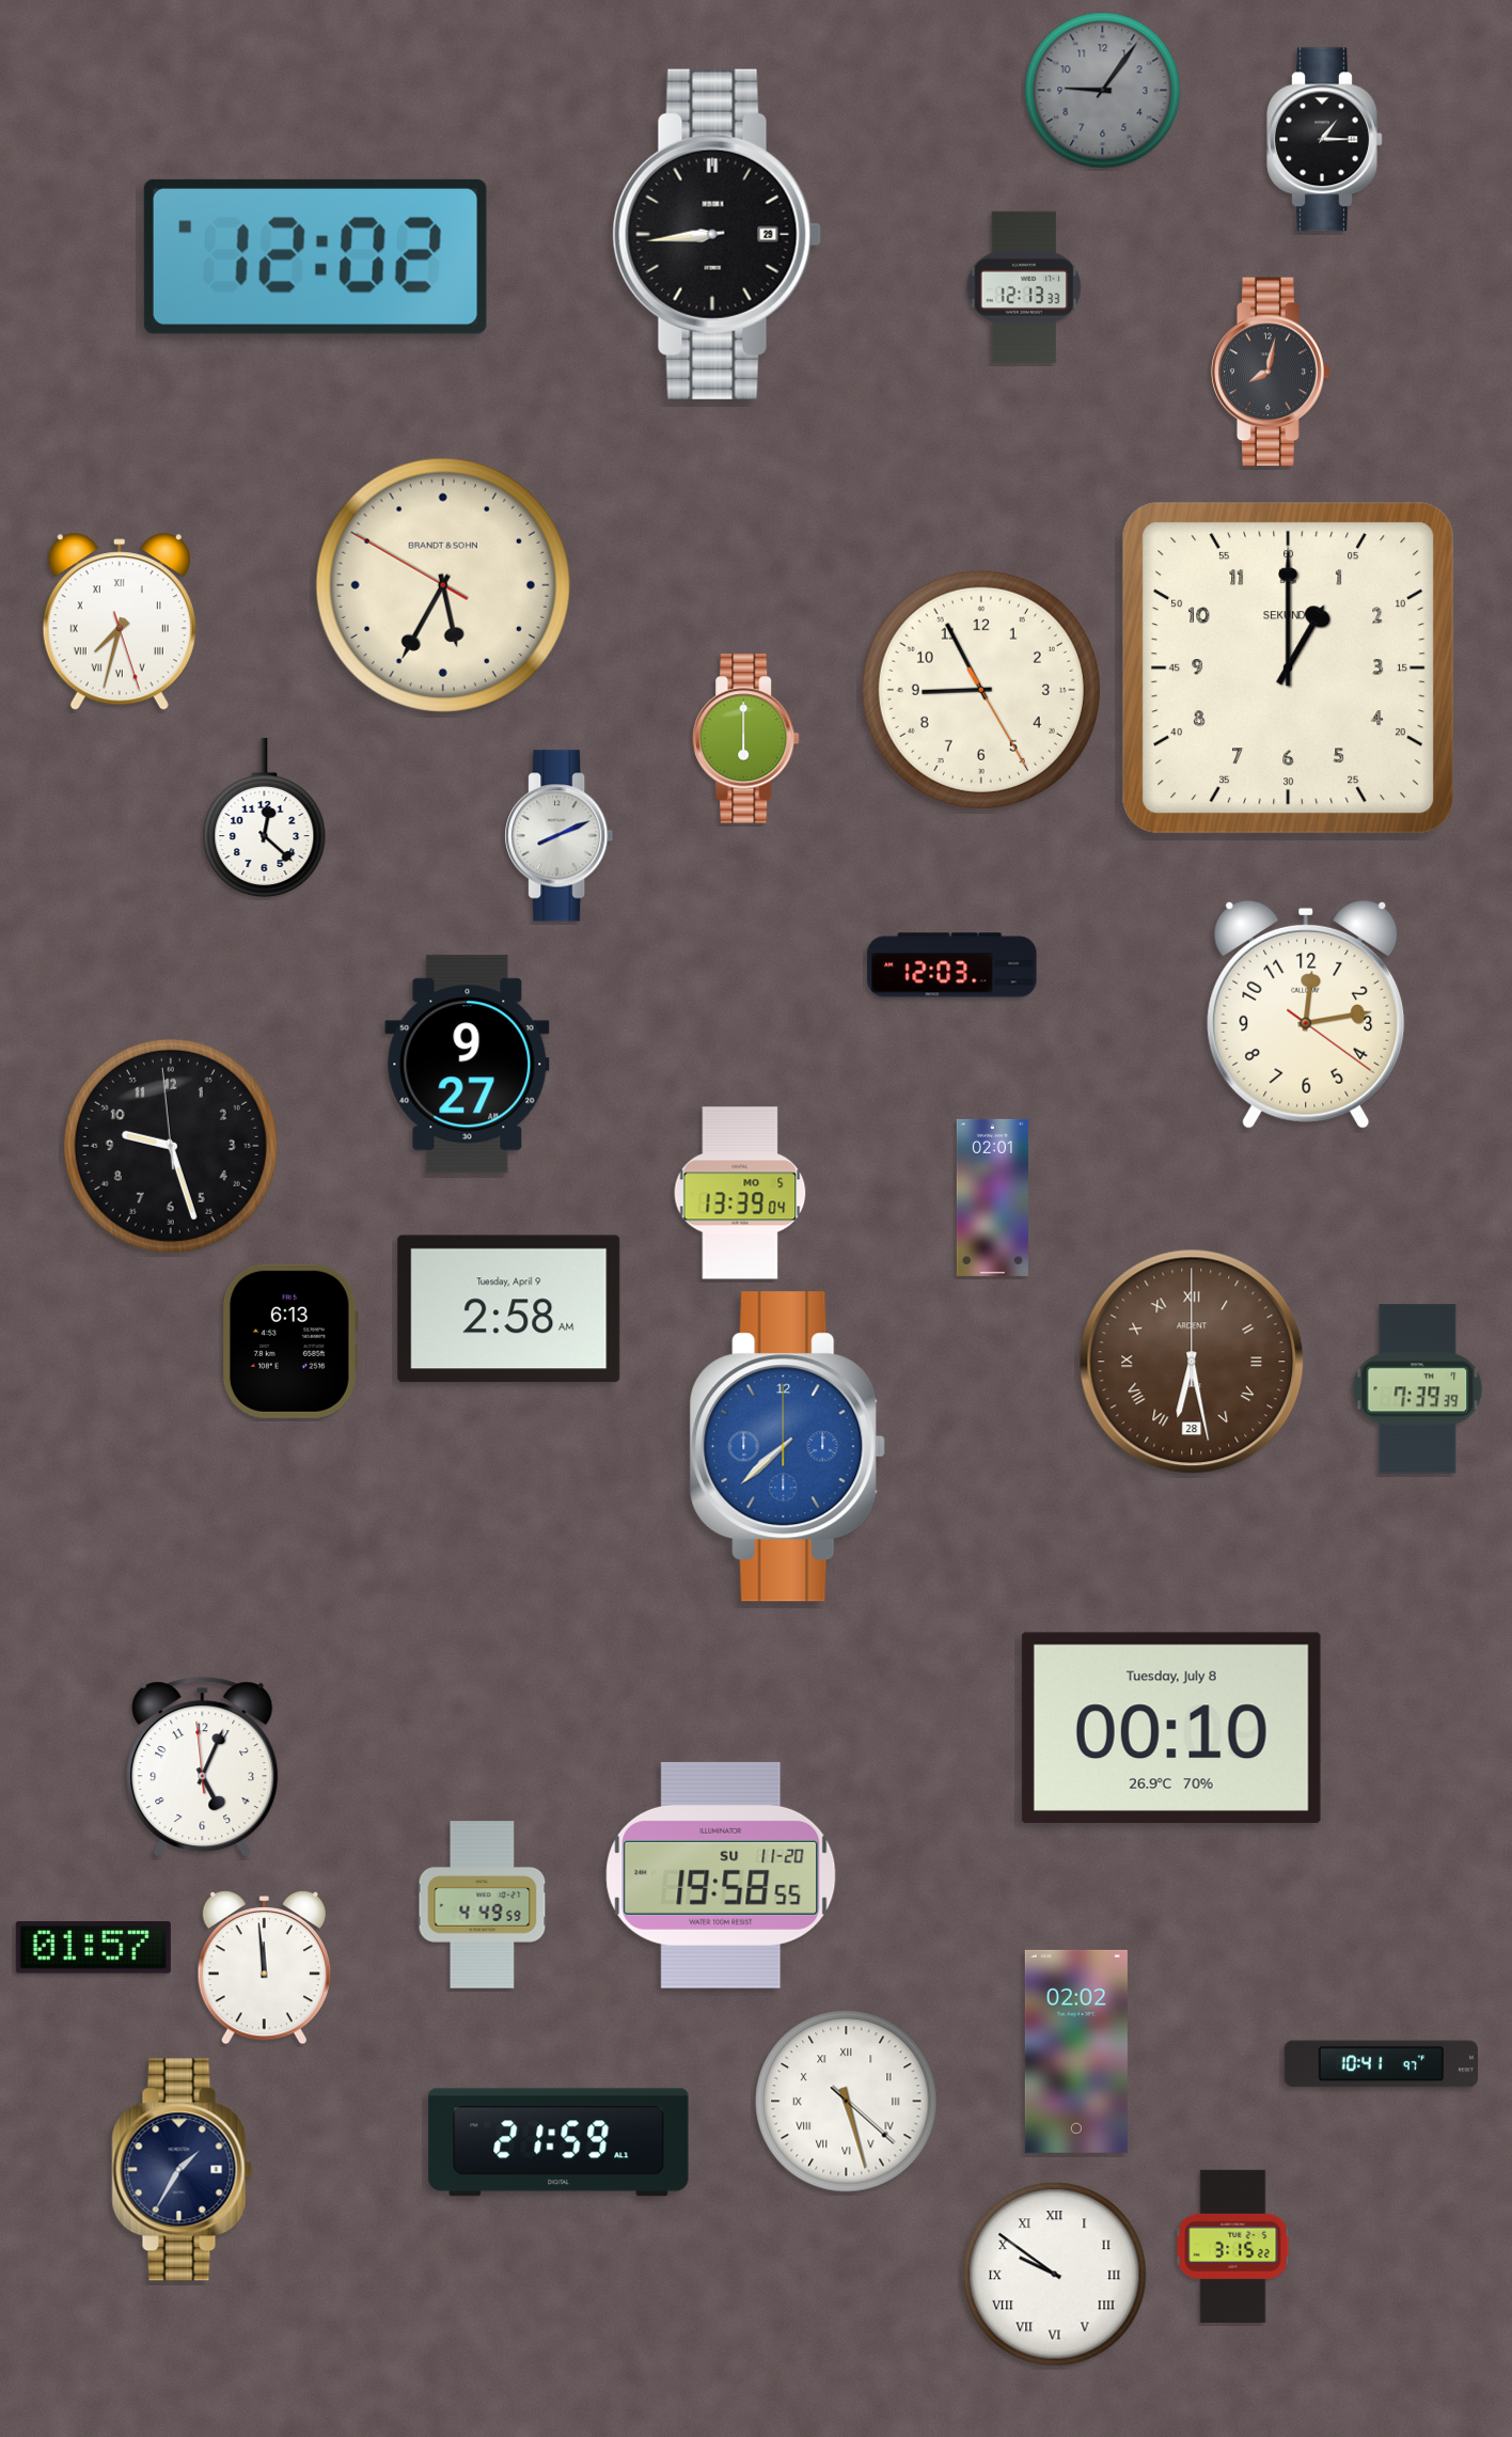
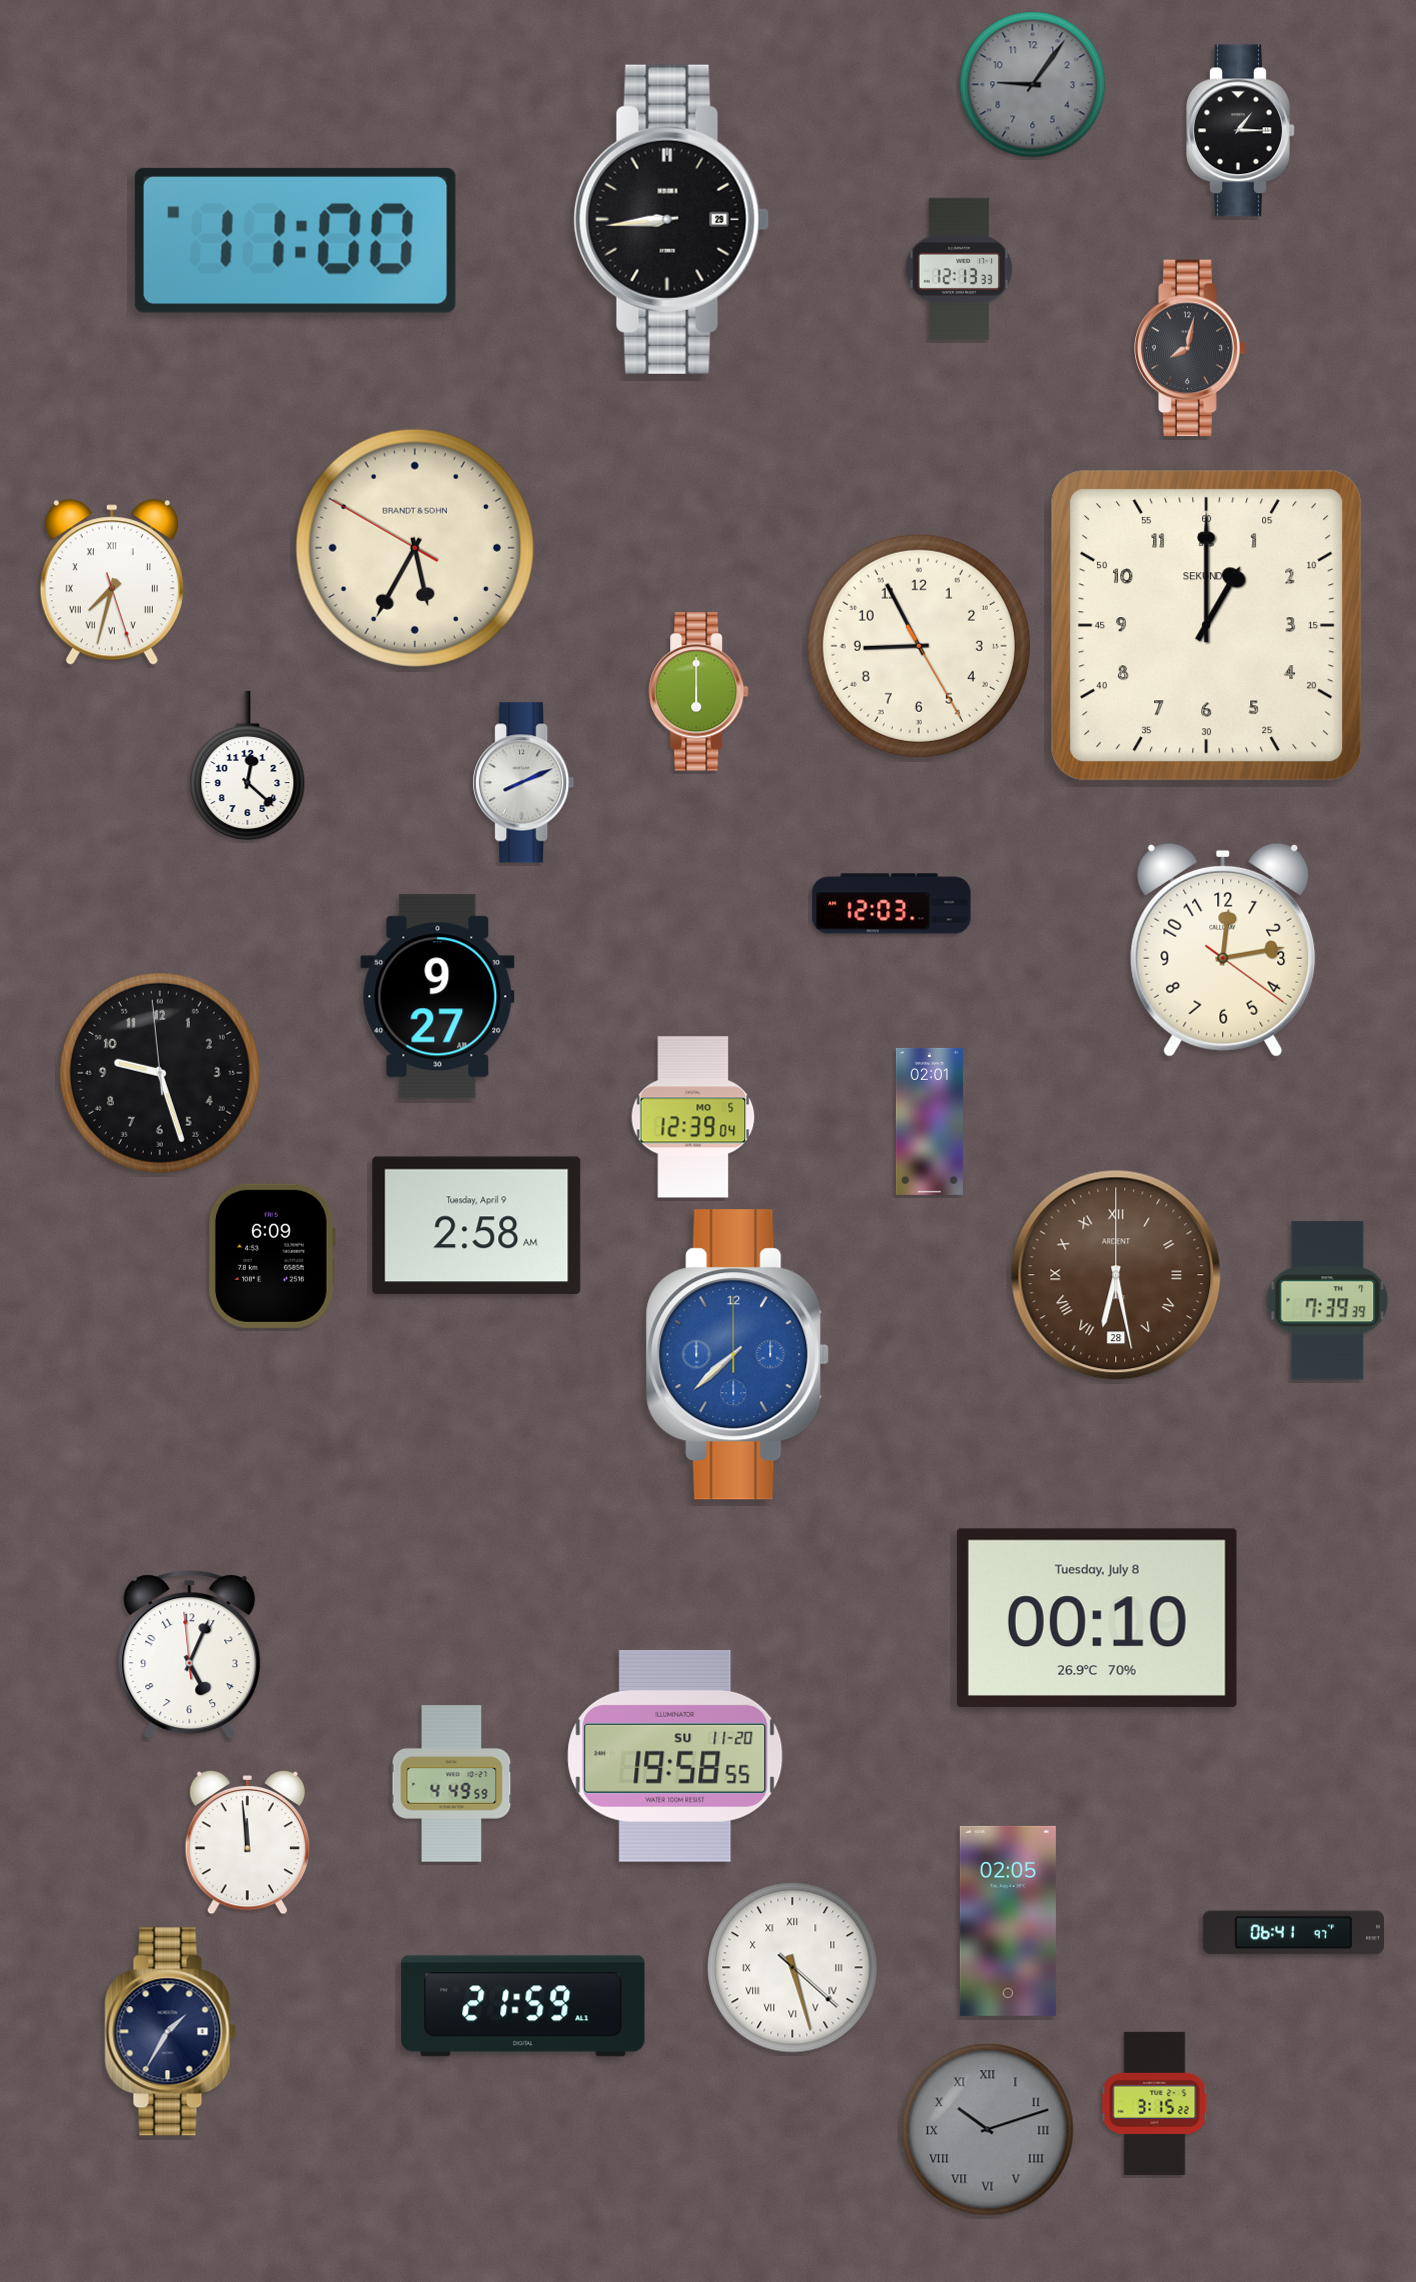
clock at (315, 256): 12:02 -> 11:00
clock at (740, 1193): 13:39 -> 12:39
clock at (290, 1341): 6:13 -> 6:09
clock at (93, 1948): 01:57 -> none
clock at (1076, 2051): 02:02 -> 02:05
clock at (1381, 2064): 10:41 -> 06:41
clock at (1055, 2275): 9:51 -> 10:12
clock at (1055, 2275) dial: white -> grey
